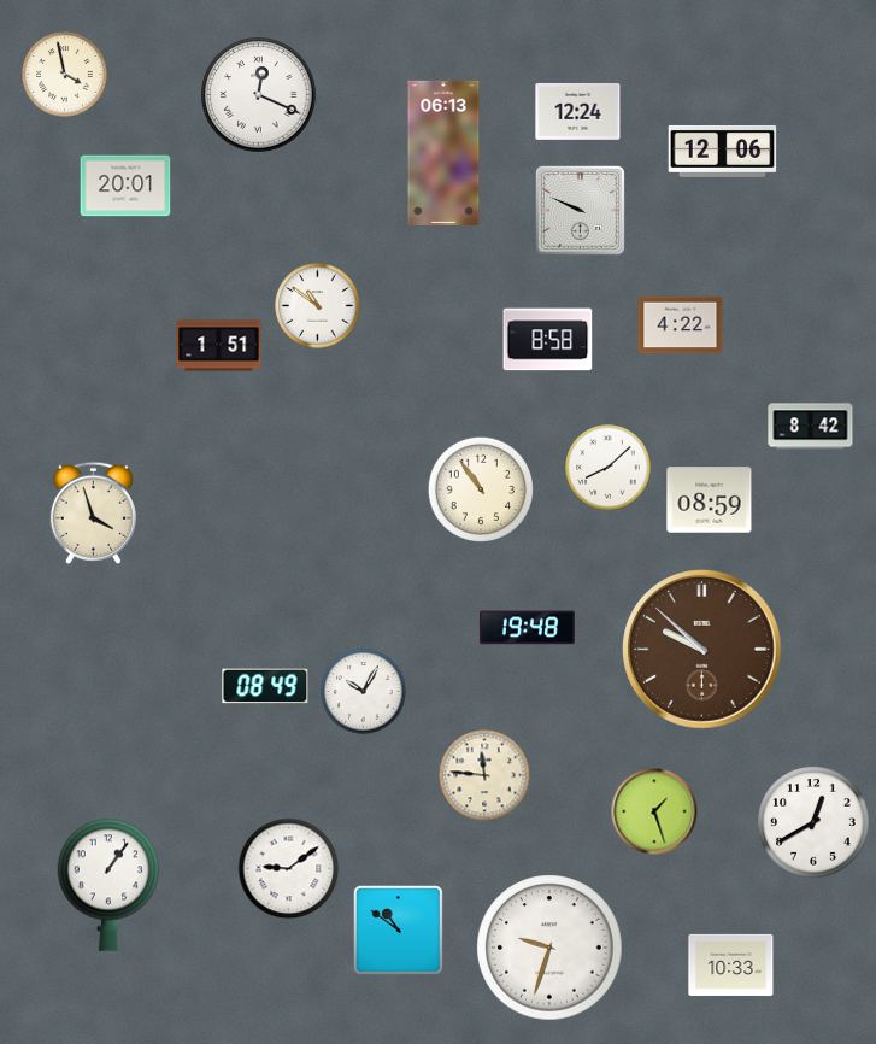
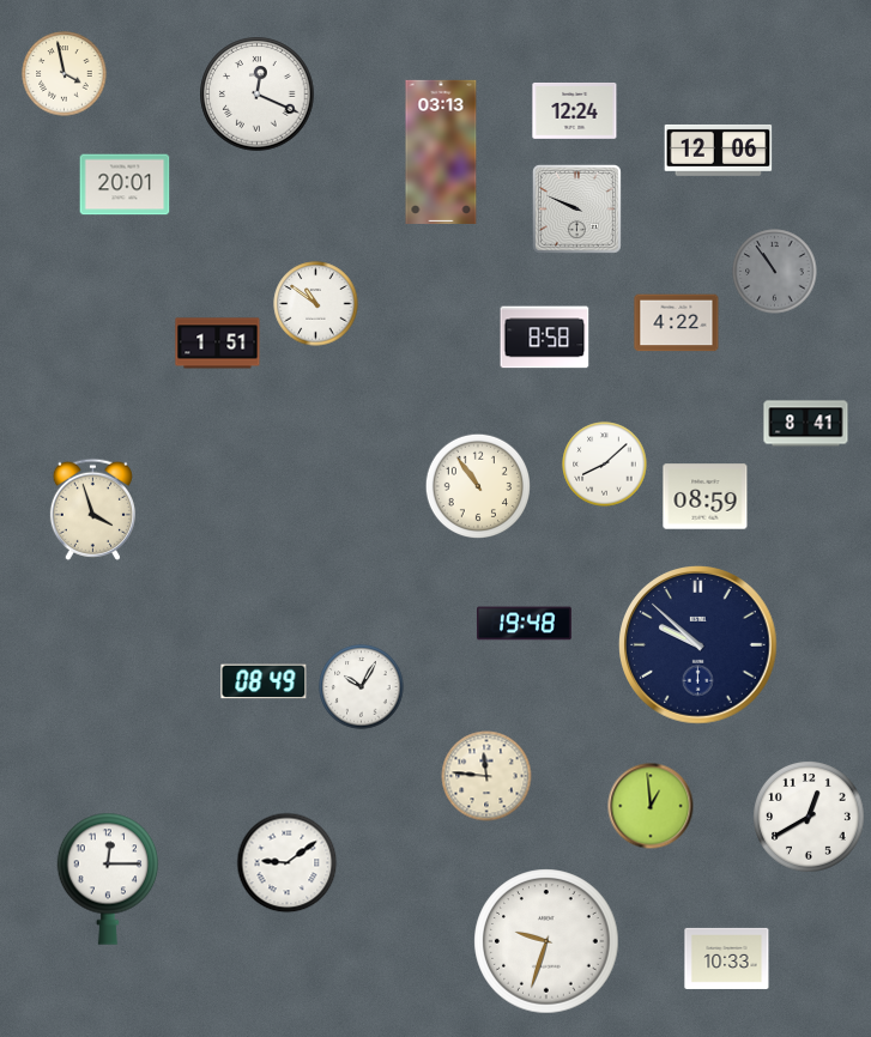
clock at (443, 153): 06:13 -> 03:13
clock at (775, 272): none -> 10:54
clock at (811, 427): 8:42 -> 8:41
clock at (702, 650) dial: brown -> navy
clock at (484, 775) position: (484, 775) -> (486, 776)
clock at (654, 811): 1:27 -> 12:59
clock at (108, 885): 1:06 -> 12:15
clock at (398, 929): 10:51 -> none
